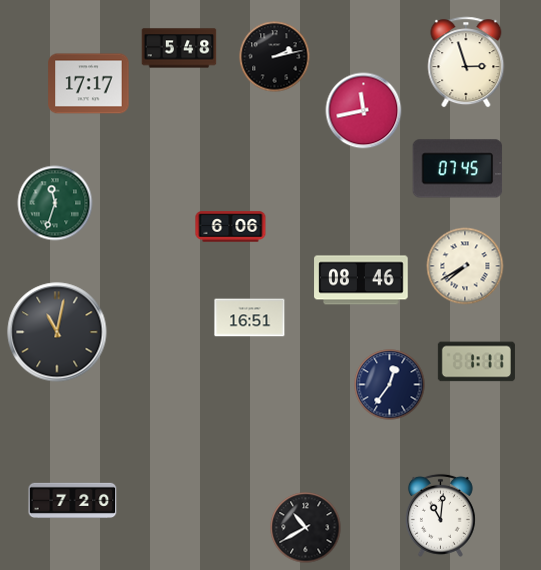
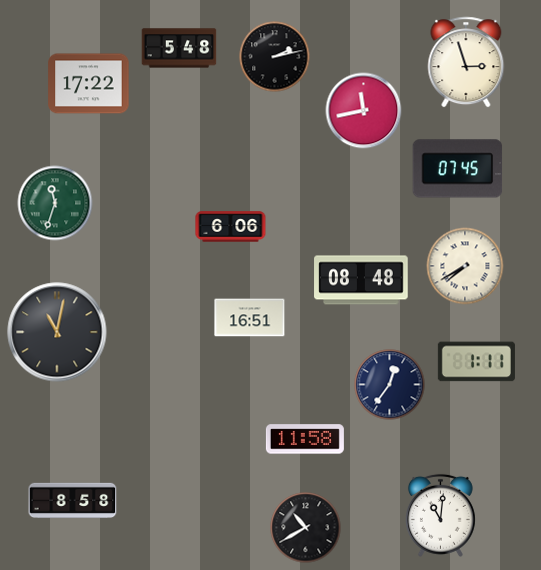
clock at (89, 84): 17:17 -> 17:22
clock at (361, 280): 08:46 -> 08:48
clock at (305, 439): none -> 11:58
clock at (73, 500): 7:20 -> 8:58
